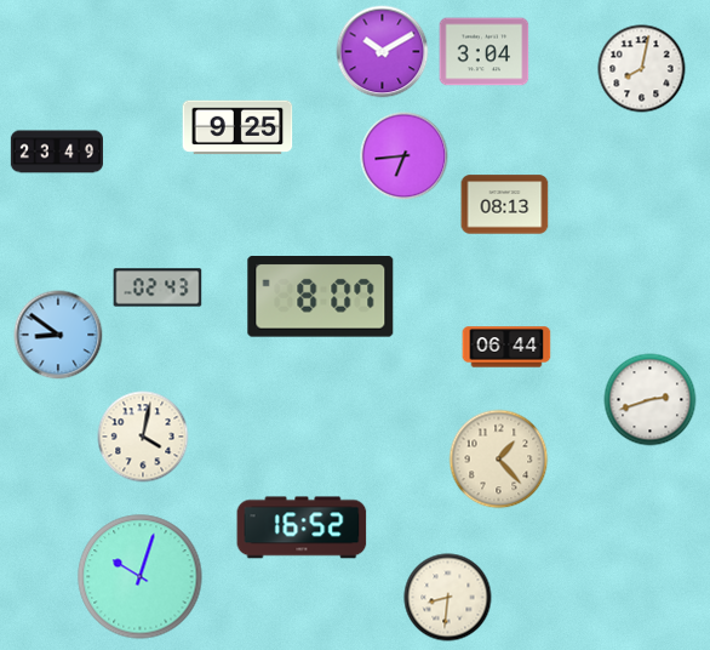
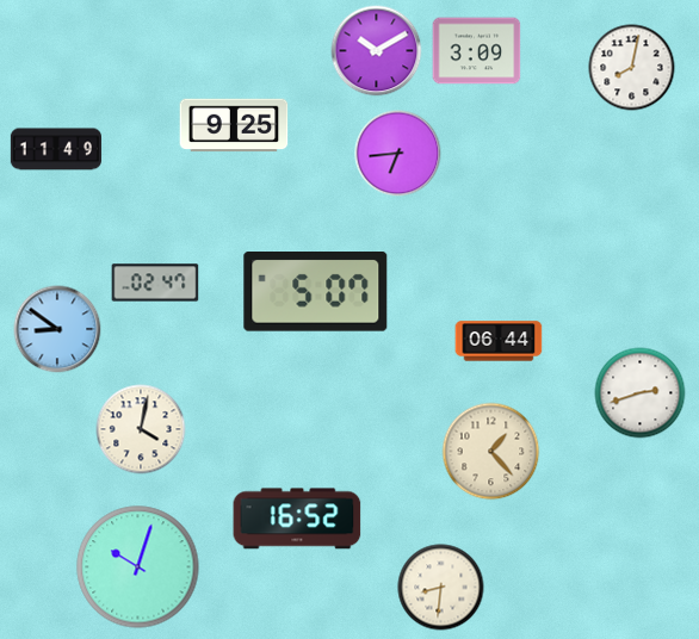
clock at (485, 52): 3:04 -> 3:09
clock at (57, 152): 23:49 -> 11:49
clock at (505, 205): 08:13 -> none
clock at (158, 287): 02:43 -> 02:47
clock at (321, 297): 8:07 -> 5:07
